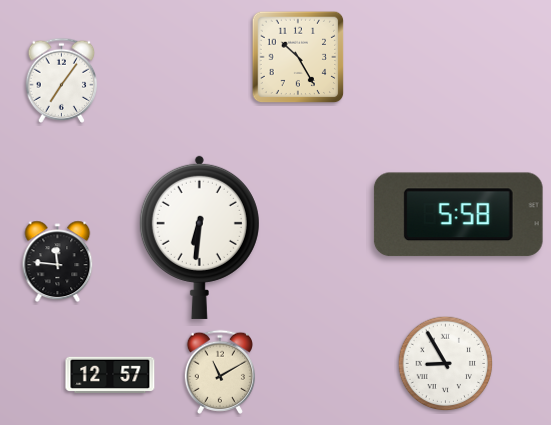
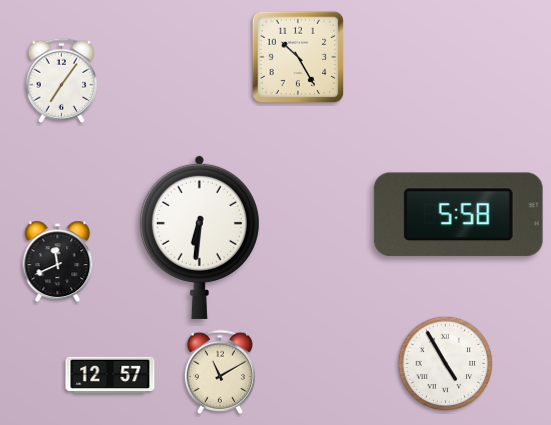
clock at (58, 262): 11:46 -> 11:41
clock at (446, 364): 8:55 -> 4:55
